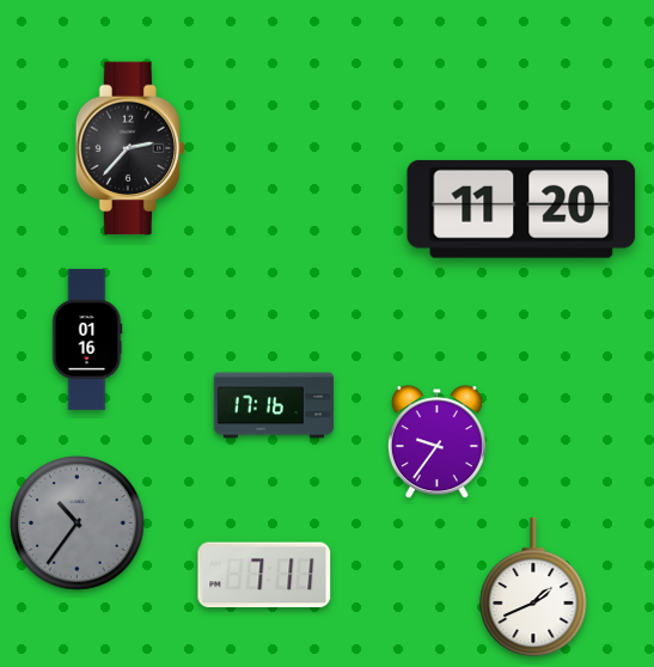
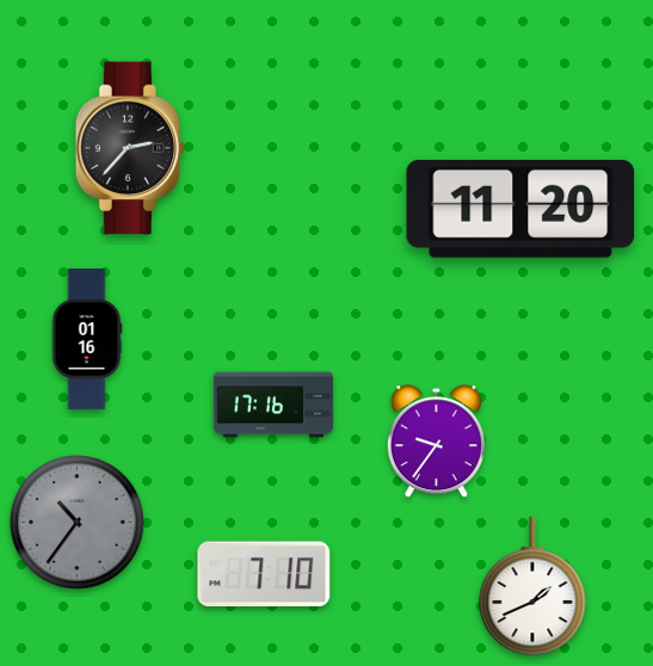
clock at (264, 575): 7:11 -> 7:10
